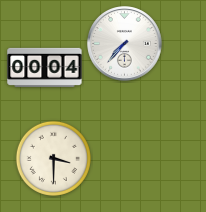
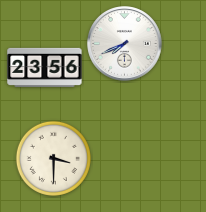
clock at (125, 44): 7:37 -> 7:41
clock at (45, 67): 00:04 -> 23:56
